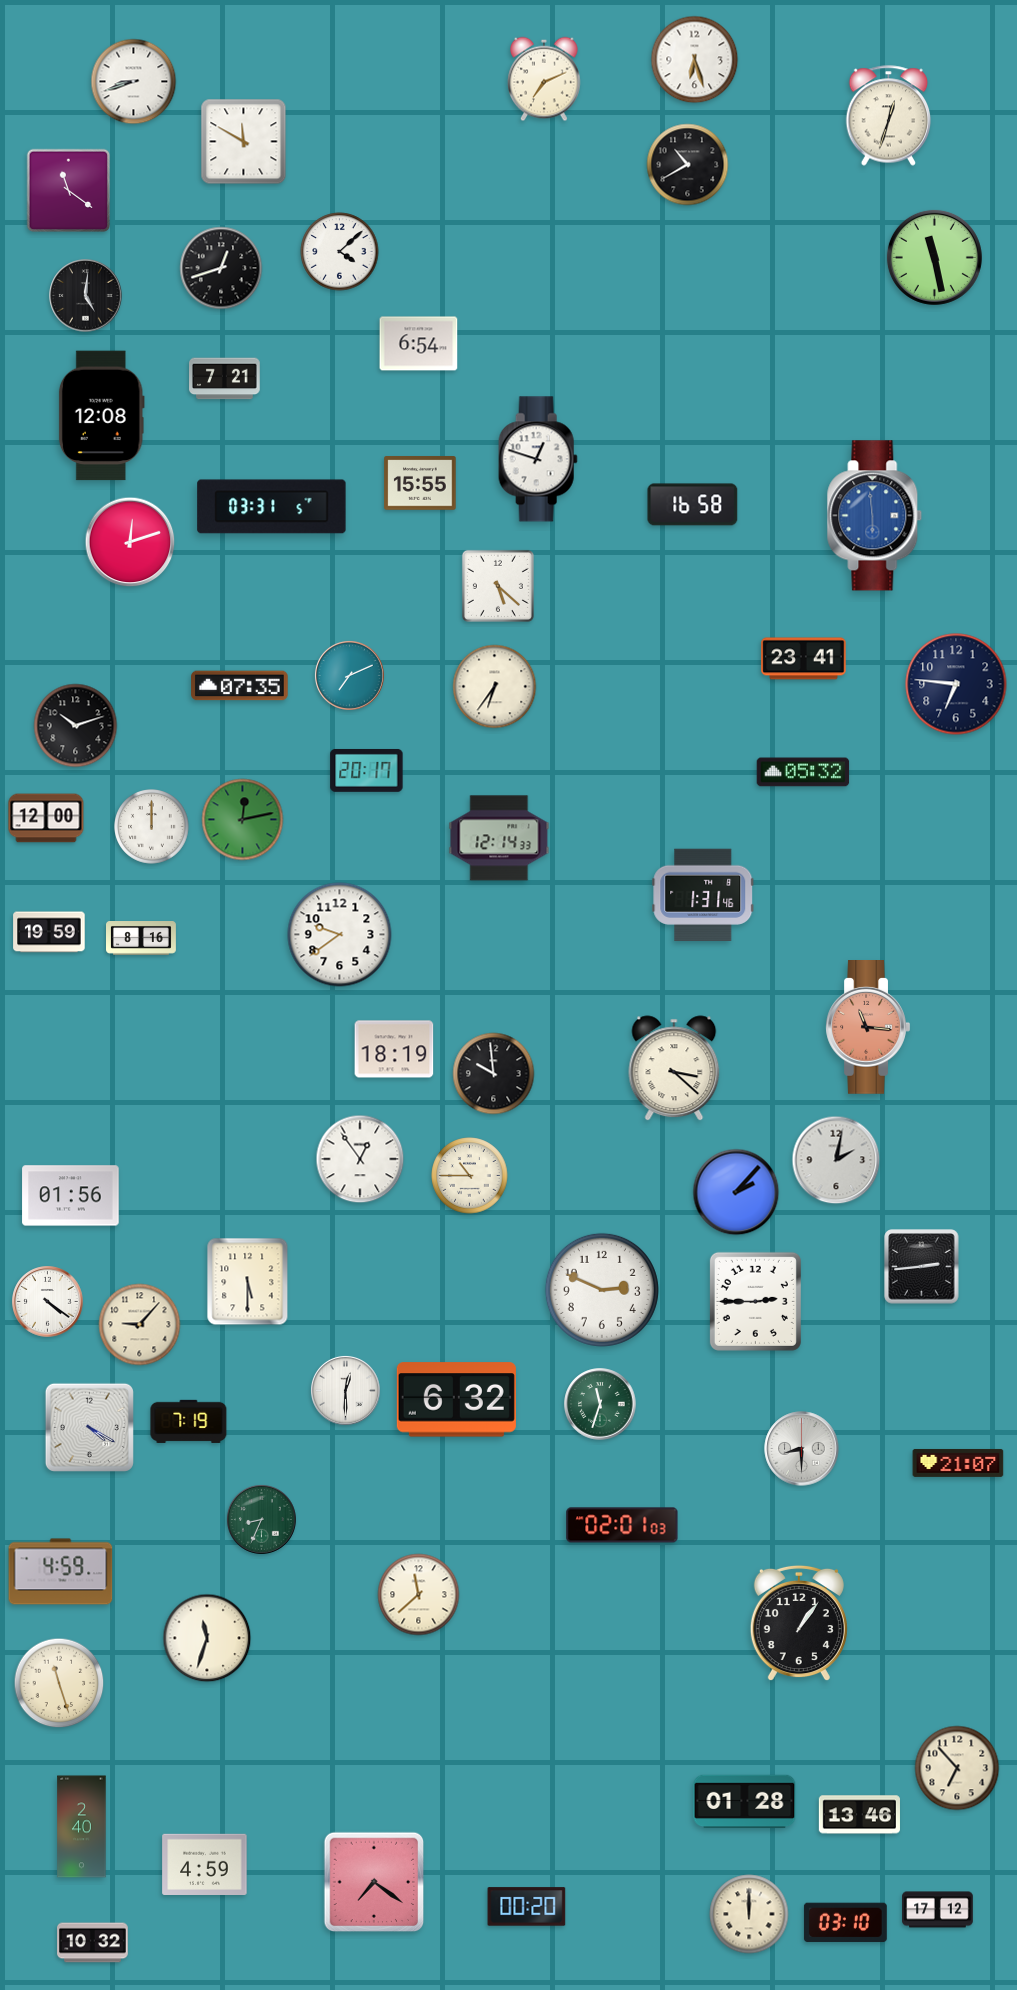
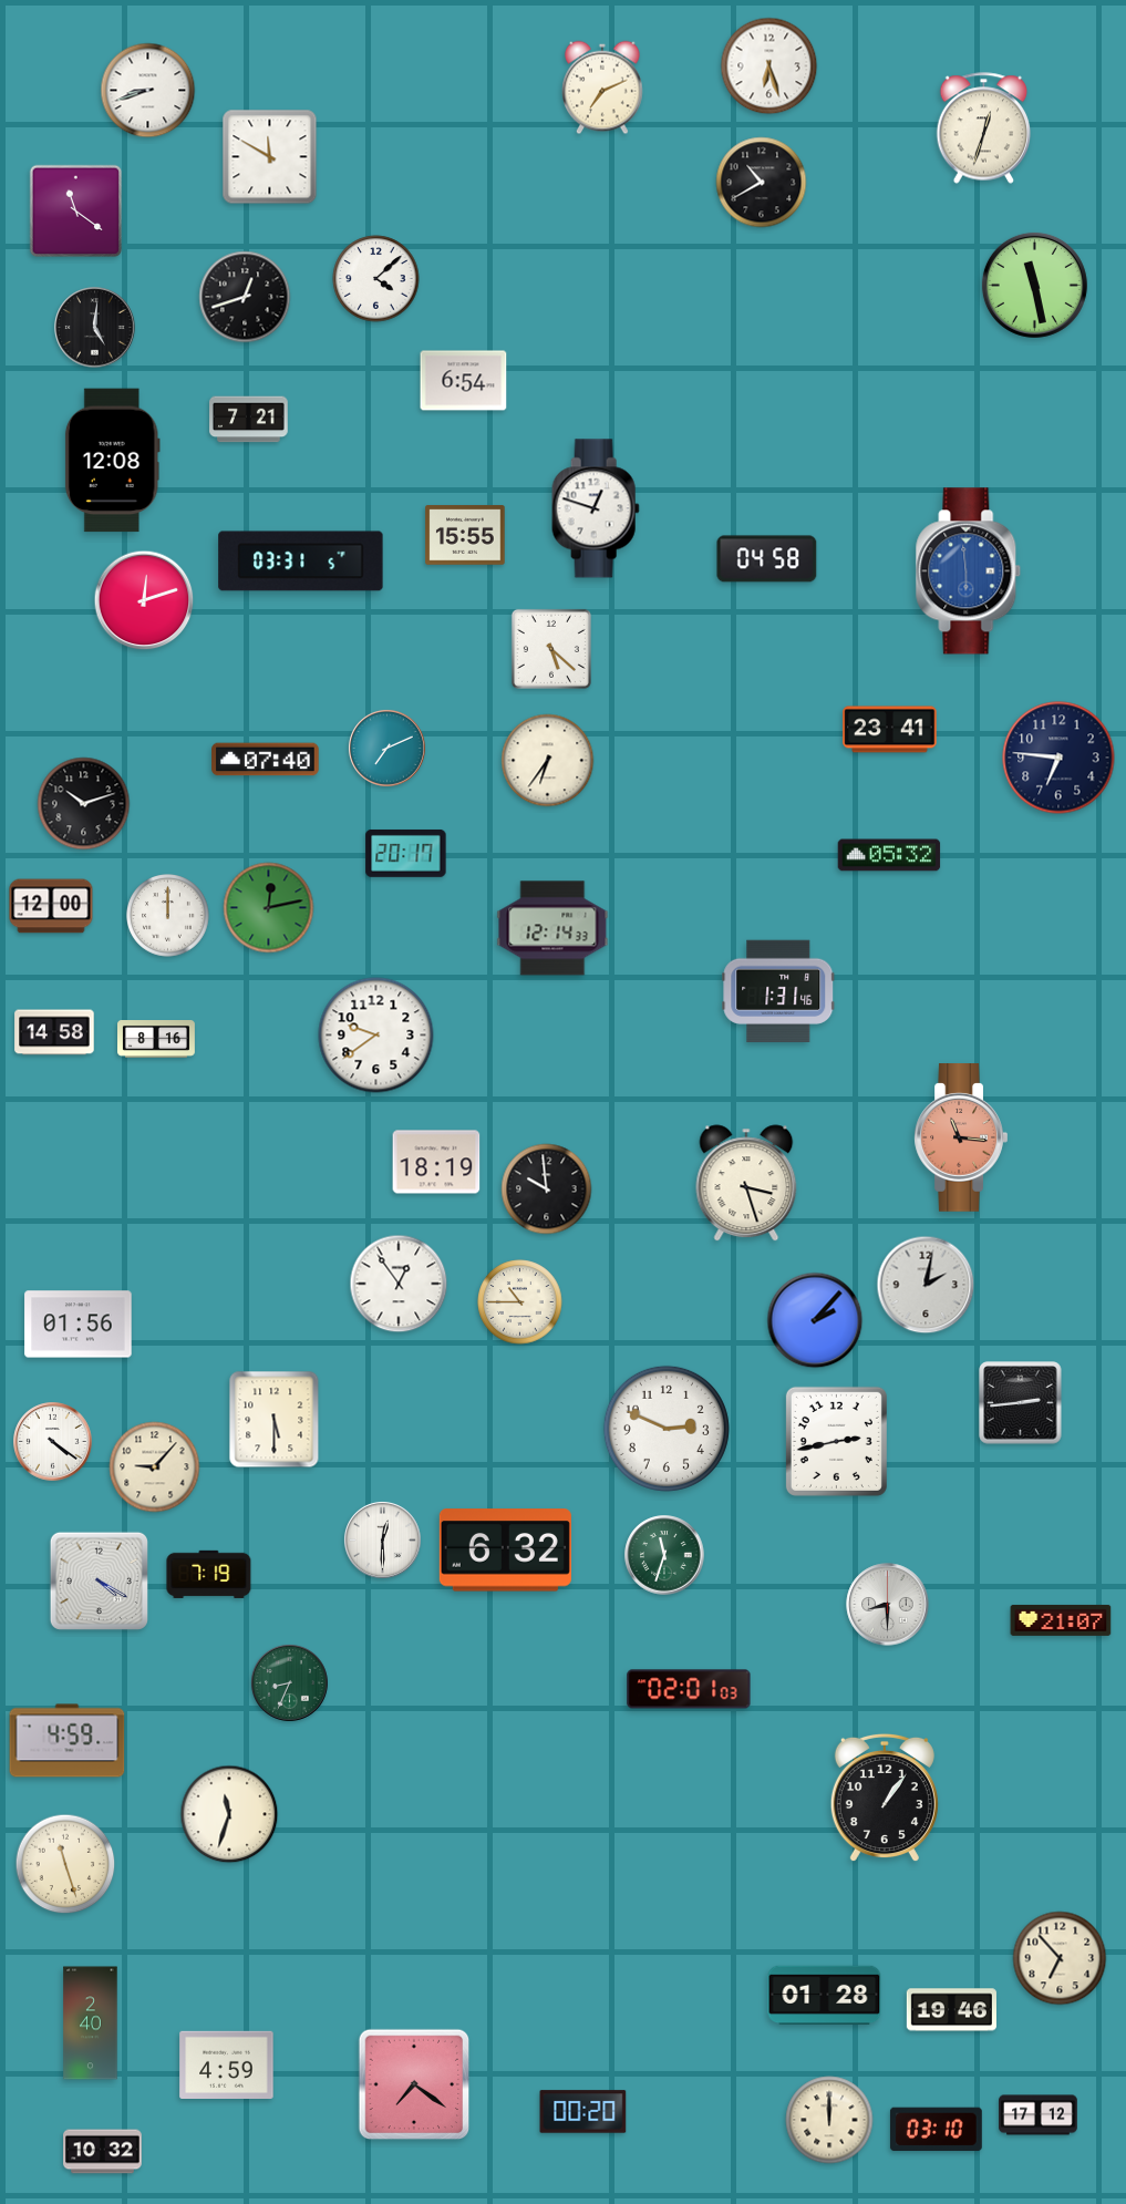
clock at (693, 505): 16:58 -> 04:58
clock at (240, 686): 07:35 -> 07:40
clock at (49, 932): 19:59 -> 14:58
clock at (674, 1068): 3:22 -> 3:27
clock at (755, 1301): 2:45 -> 2:43
clock at (419, 1595): 11:38 -> none
clock at (859, 1815): 13:46 -> 19:46
